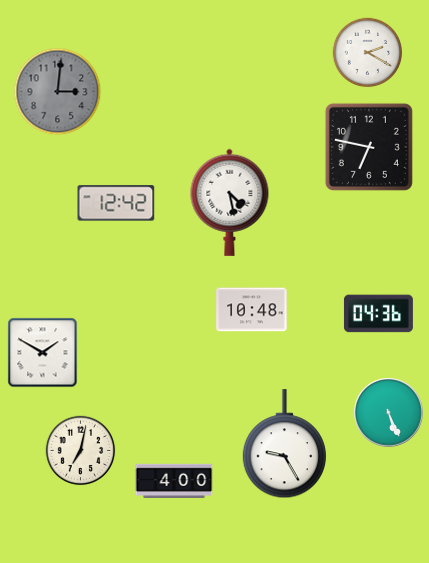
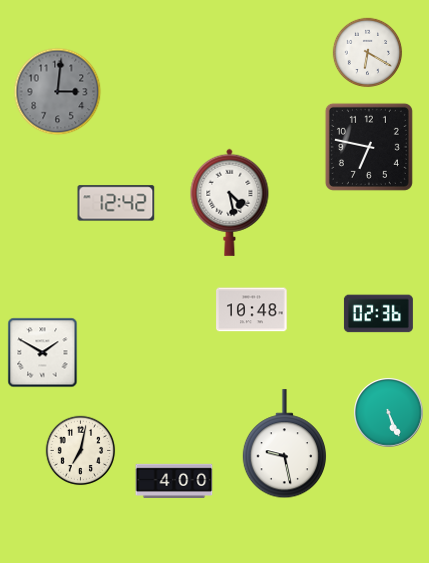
clock at (368, 53): 2:20 -> 6:20
clock at (378, 314): 04:36 -> 02:36
clock at (284, 444): 9:25 -> 9:28
